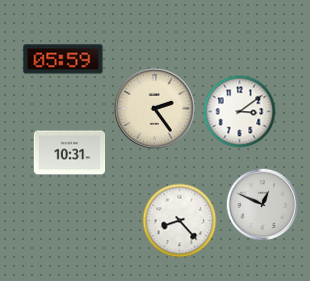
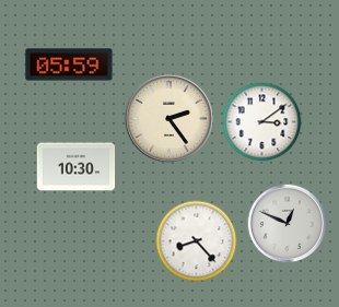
clock at (70, 153): 10:31 -> 10:30
